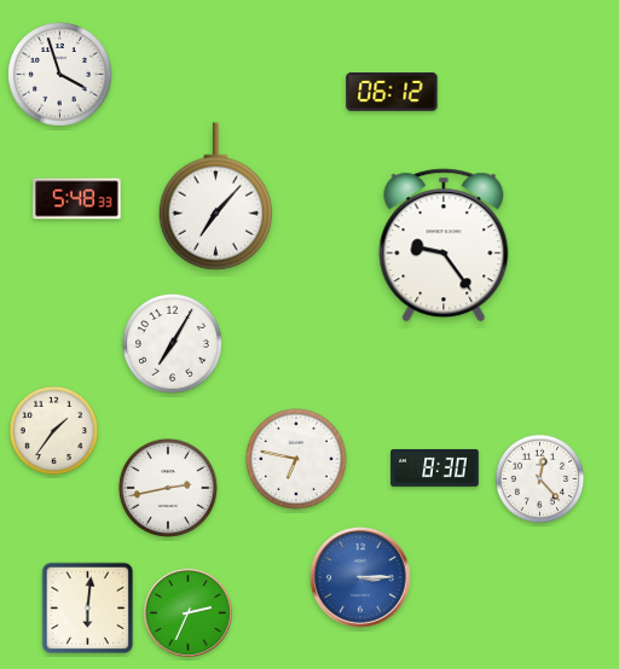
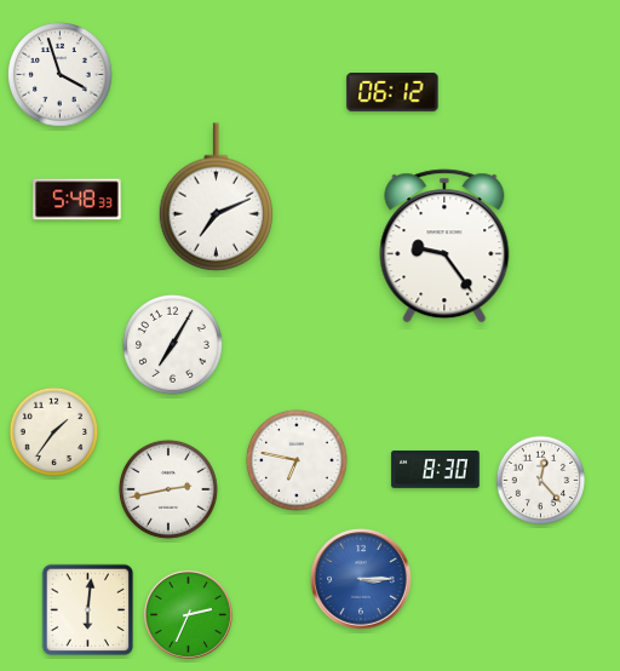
clock at (215, 197): 7:07 -> 7:11
